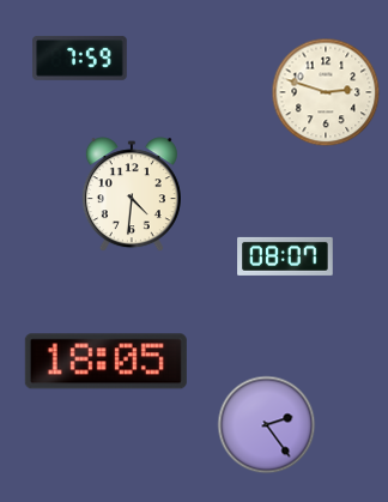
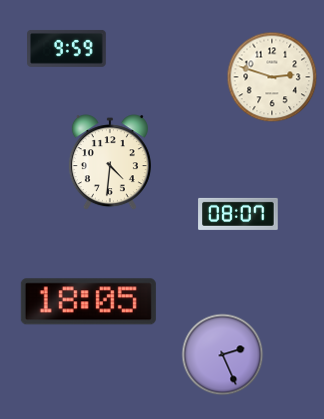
clock at (80, 59): 7:59 -> 9:59
clock at (267, 425): 2:24 -> 2:26
